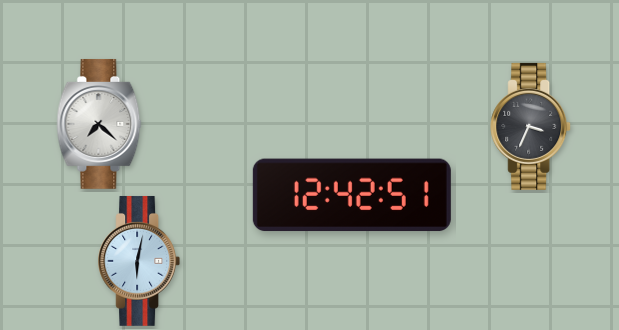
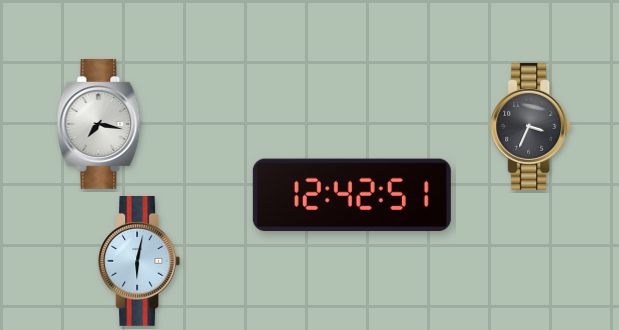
clock at (99, 124): 7:22 -> 7:17
